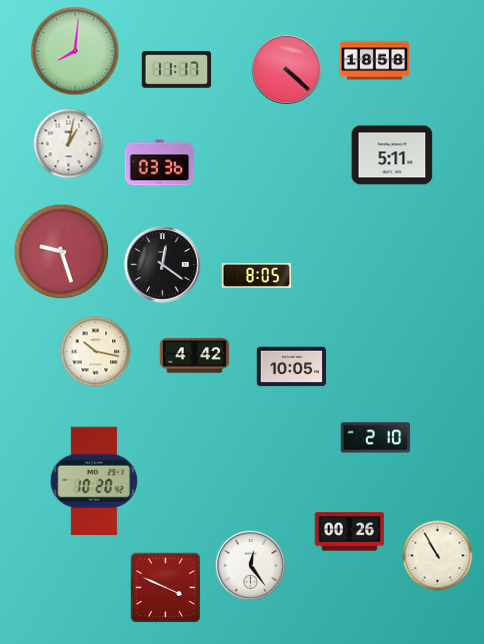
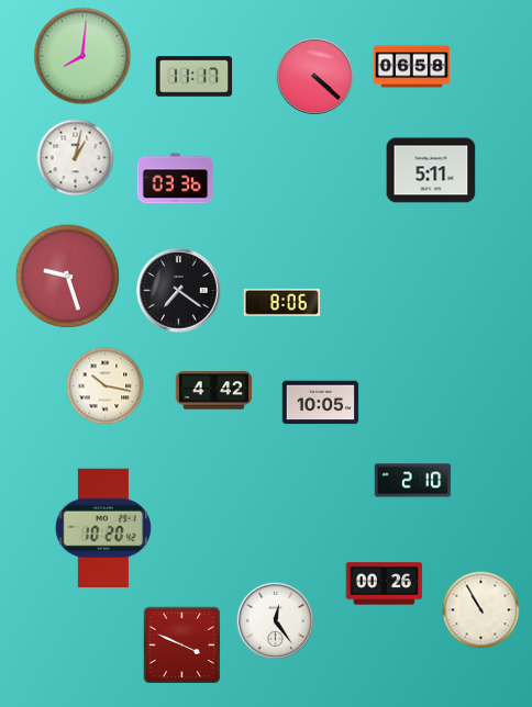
clock at (375, 61): 18:58 -> 06:58
clock at (163, 265): 12:21 -> 7:21
clock at (257, 275): 8:05 -> 8:06
